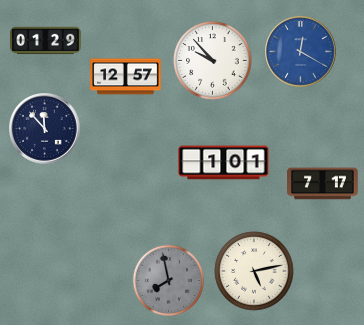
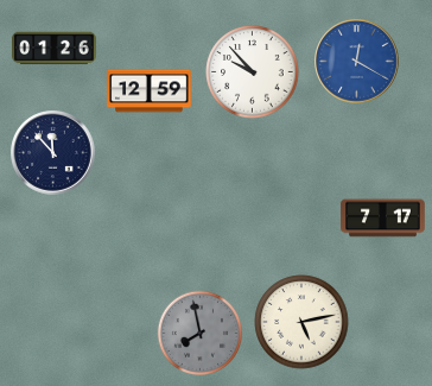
clock at (46, 41): 01:29 -> 01:26
clock at (126, 77): 12:57 -> 12:59
clock at (224, 163): 1:01 -> none
